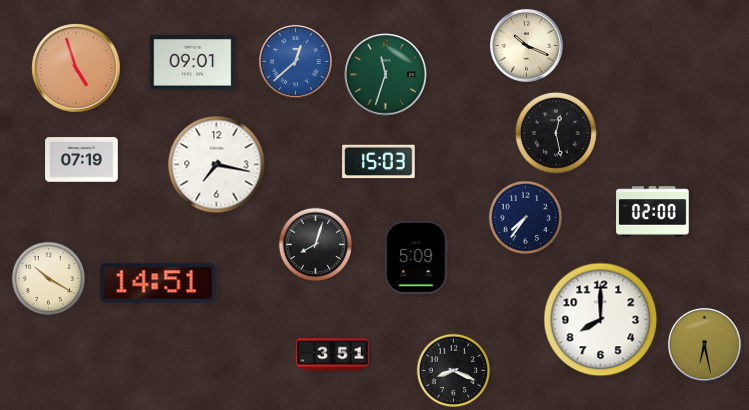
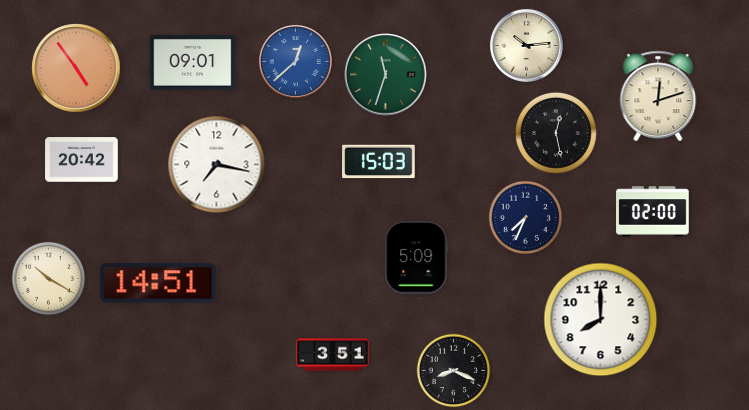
clock at (527, 46): 10:19 -> 10:14
clock at (76, 68): 4:57 -> 4:54
clock at (658, 96): none -> 12:12
clock at (82, 160): 07:19 -> 20:42
clock at (526, 218): 7:36 -> 7:34
clock at (316, 245): 8:03 -> none
clock at (705, 345): 6:28 -> none
